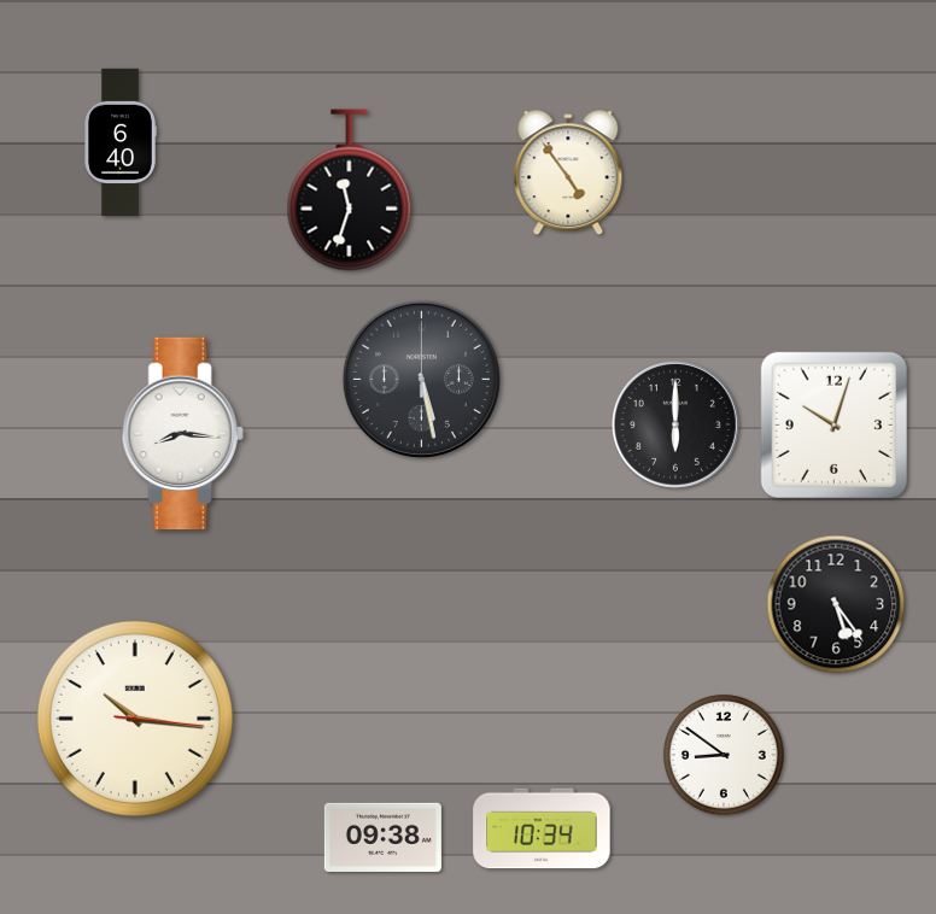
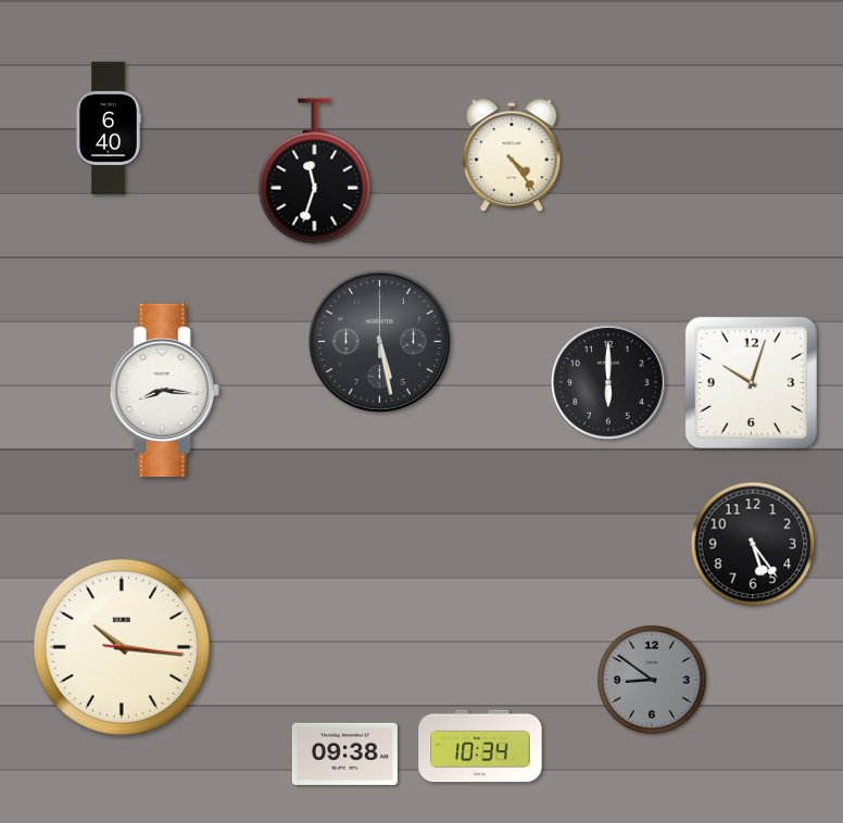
clock at (568, 174): 4:54 -> 4:24
clock at (724, 755) dial: white -> grey
clock at (542, 828) position: (542, 828) -> (480, 746)
